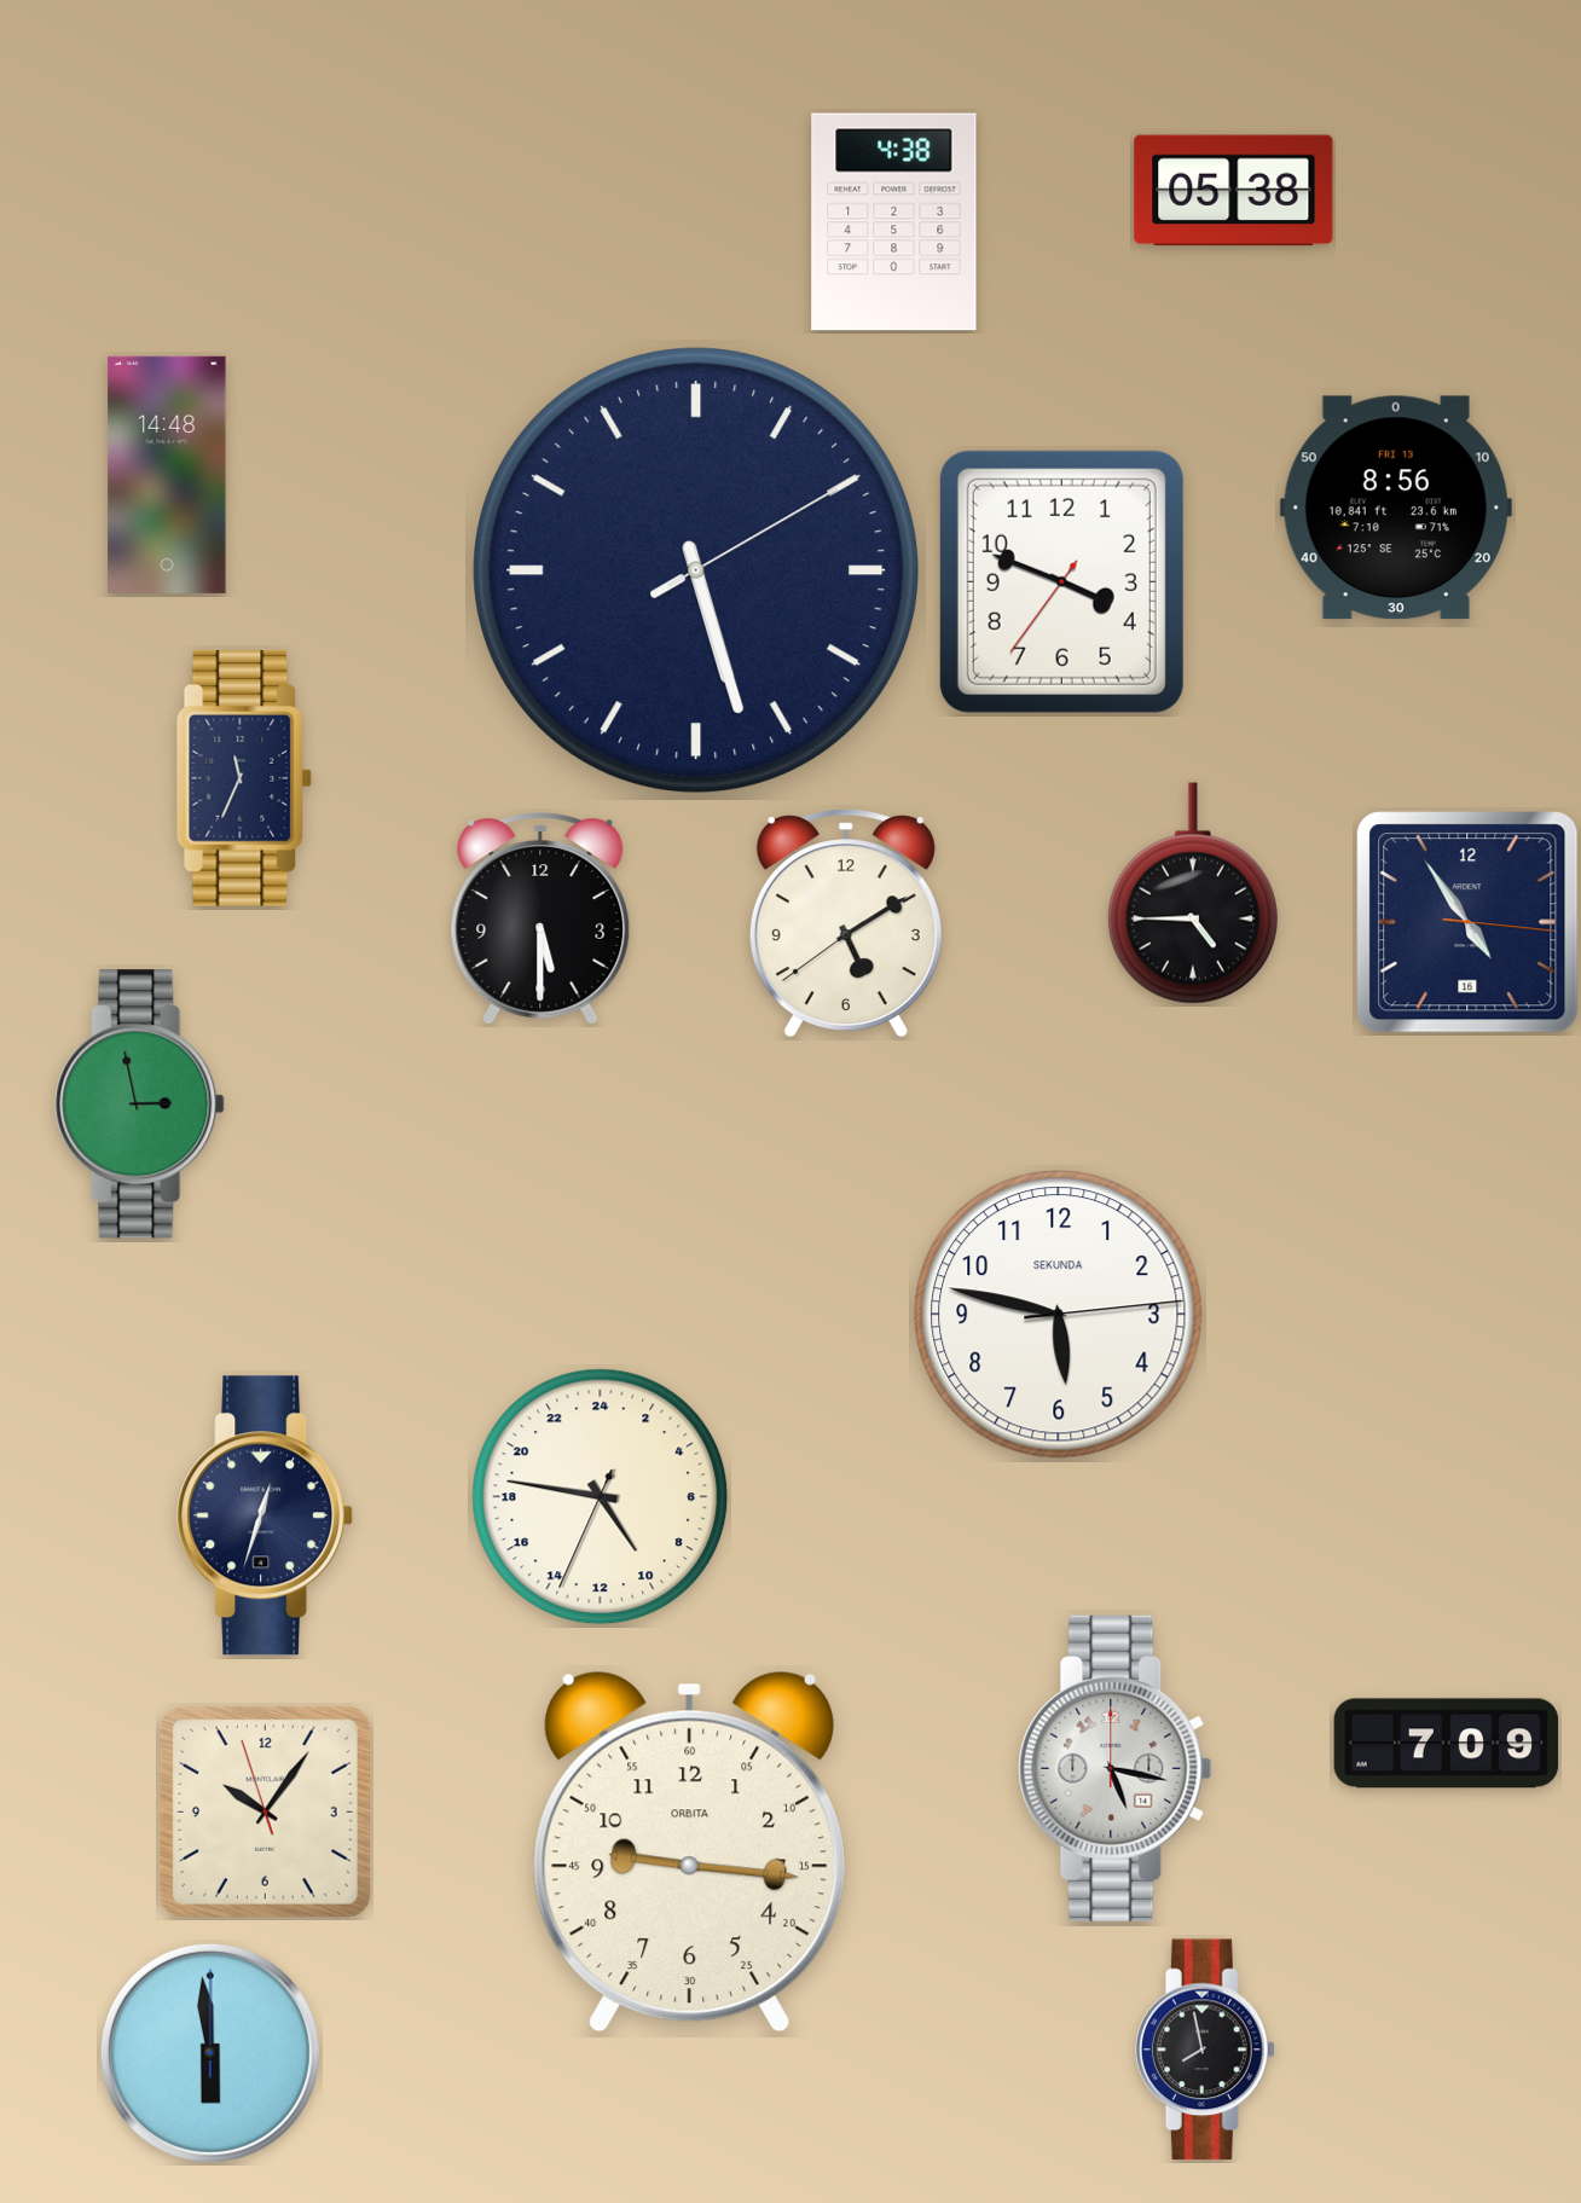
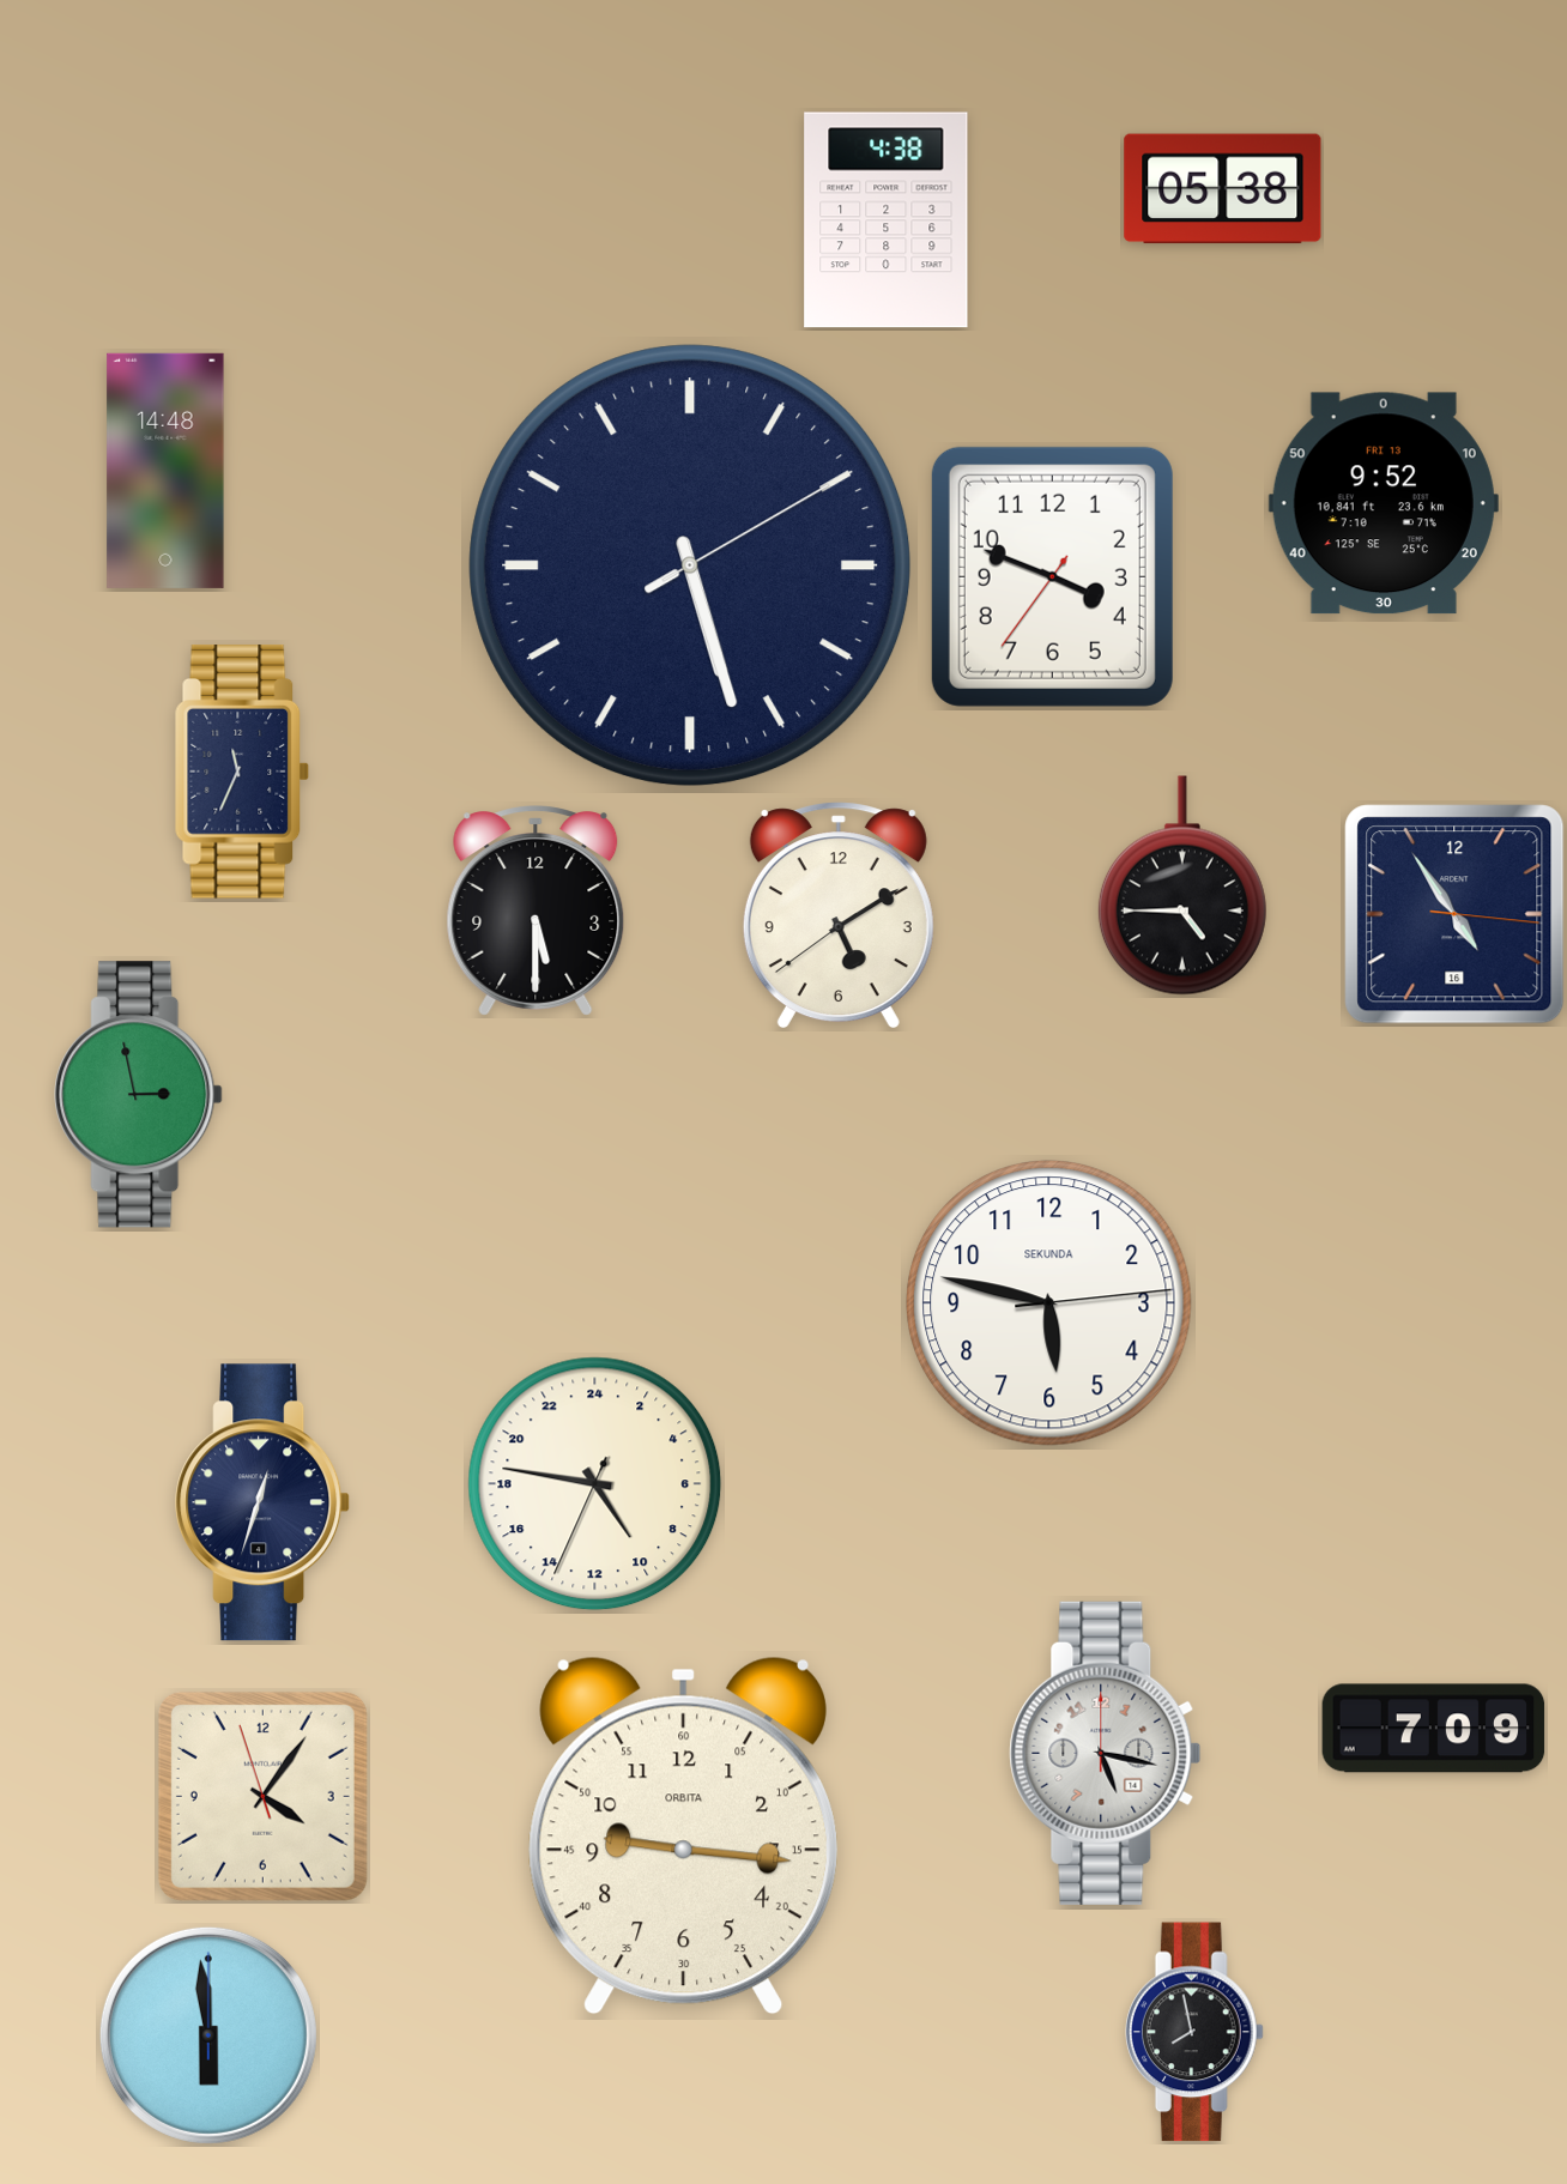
clock at (1396, 508): 8:56 -> 9:52
clock at (265, 1811): 10:05 -> 4:05
